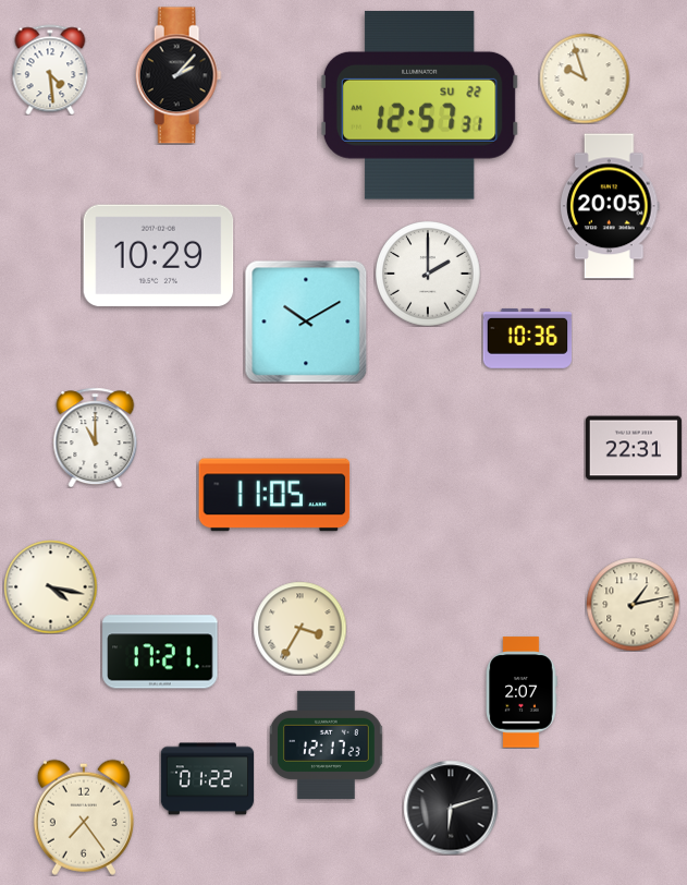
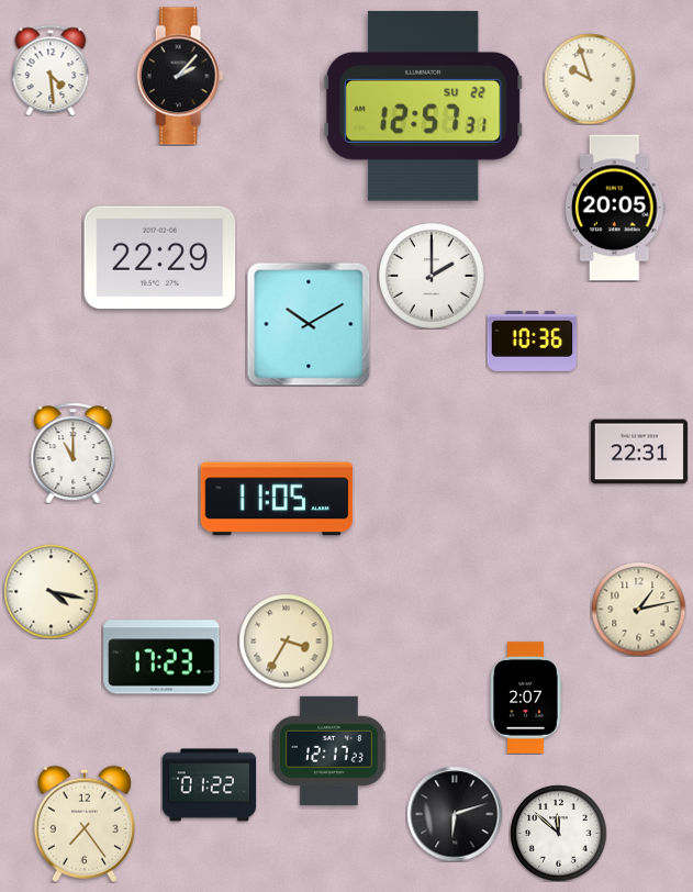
clock at (159, 256): 10:29 -> 22:29
clock at (96, 437) position: (96, 437) -> (74, 453)
clock at (299, 628) position: (299, 628) -> (286, 640)
clock at (160, 652): 17:21 -> 17:23
clock at (558, 833): none -> 11:52
